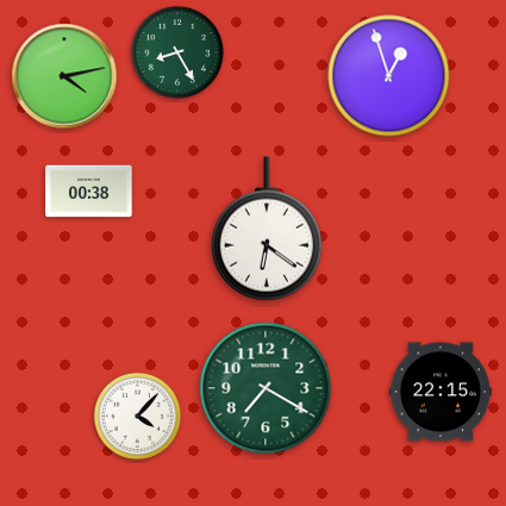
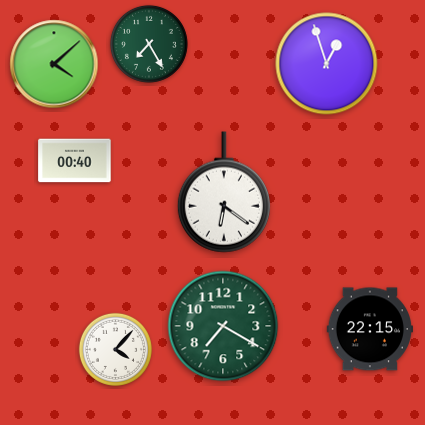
clock at (177, 52): 8:25 -> 7:25
clock at (64, 76): 4:13 -> 4:08
clock at (89, 192): 00:38 -> 00:40
